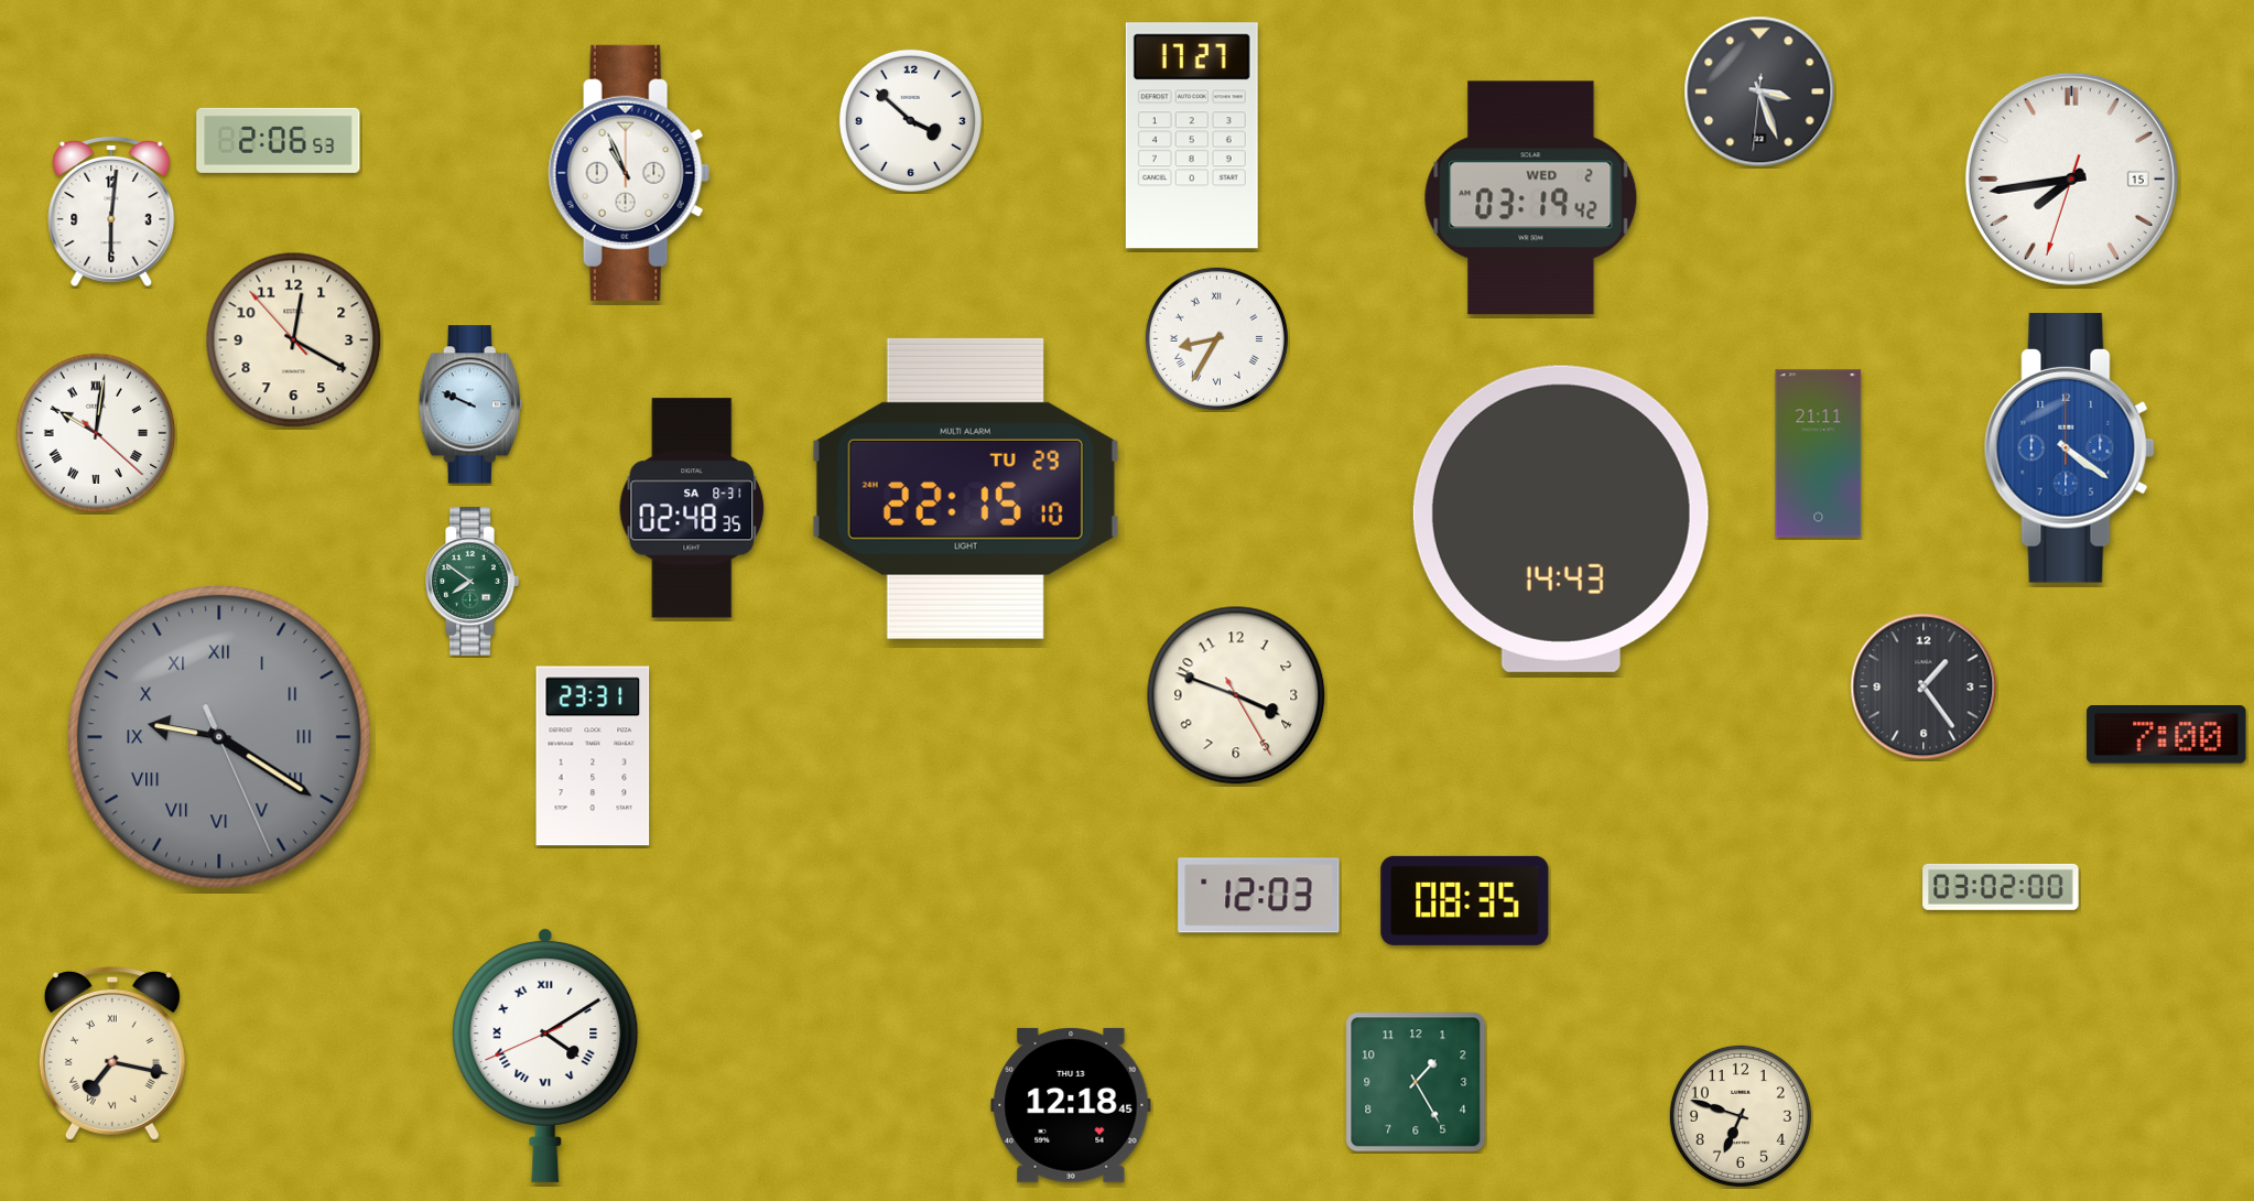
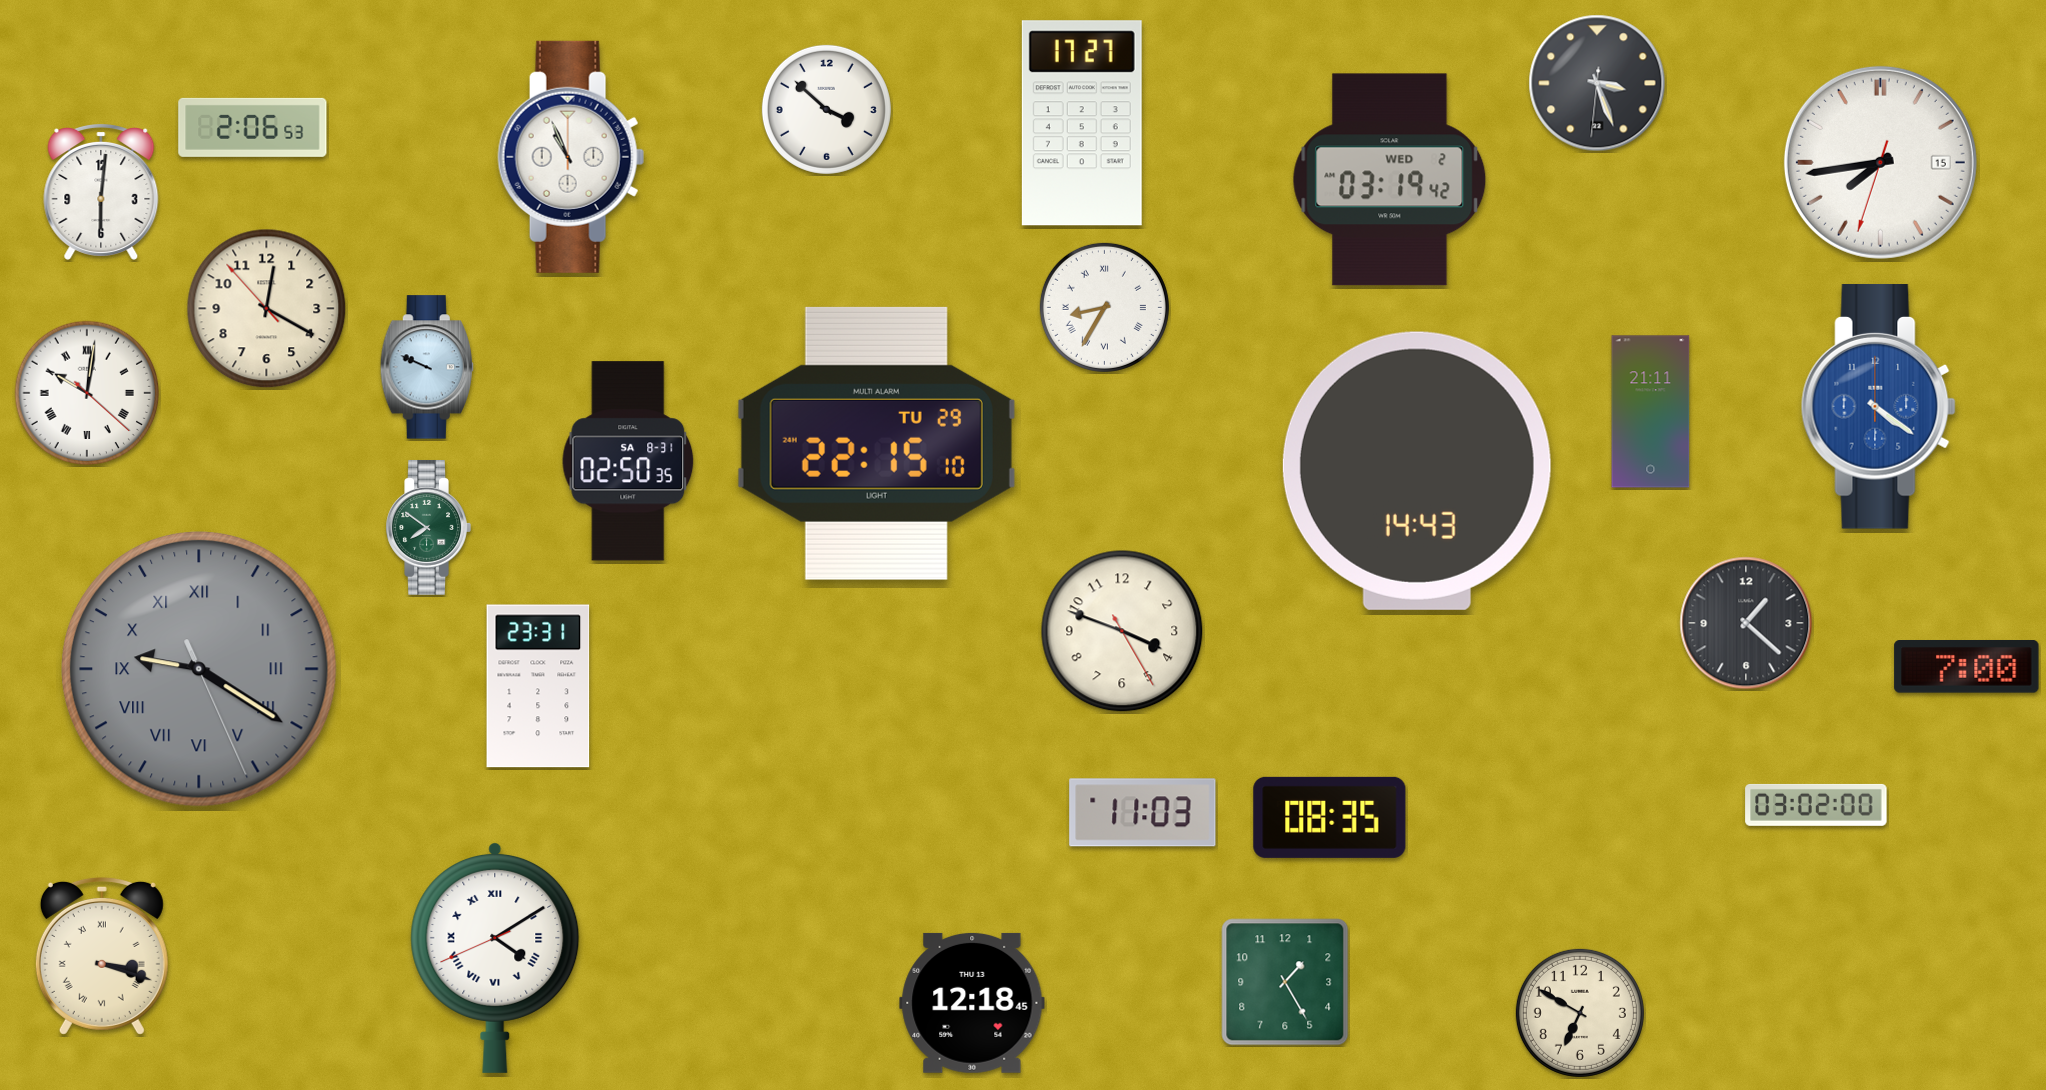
clock at (692, 508): 02:48 -> 02:50
clock at (1924, 686): 1:24 -> 1:22
clock at (1259, 896): 12:03 -> 11:03
clock at (112, 1053): 7:17 -> 3:18
clock at (1741, 1116): 6:48 -> 6:50
